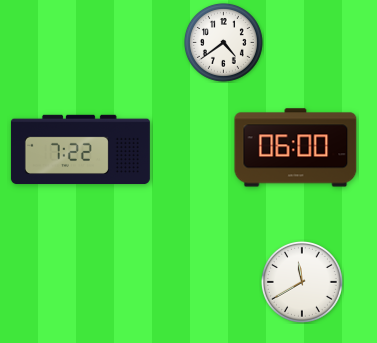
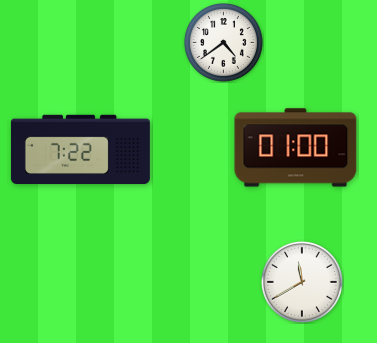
clock at (296, 148): 06:00 -> 01:00
